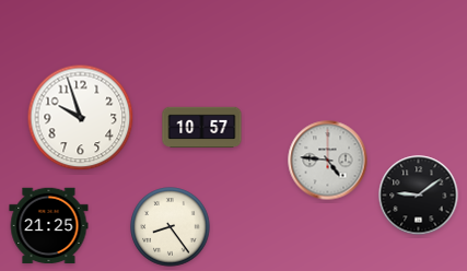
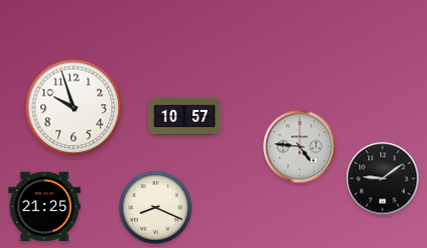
clock at (171, 227): 8:24 -> 8:19
